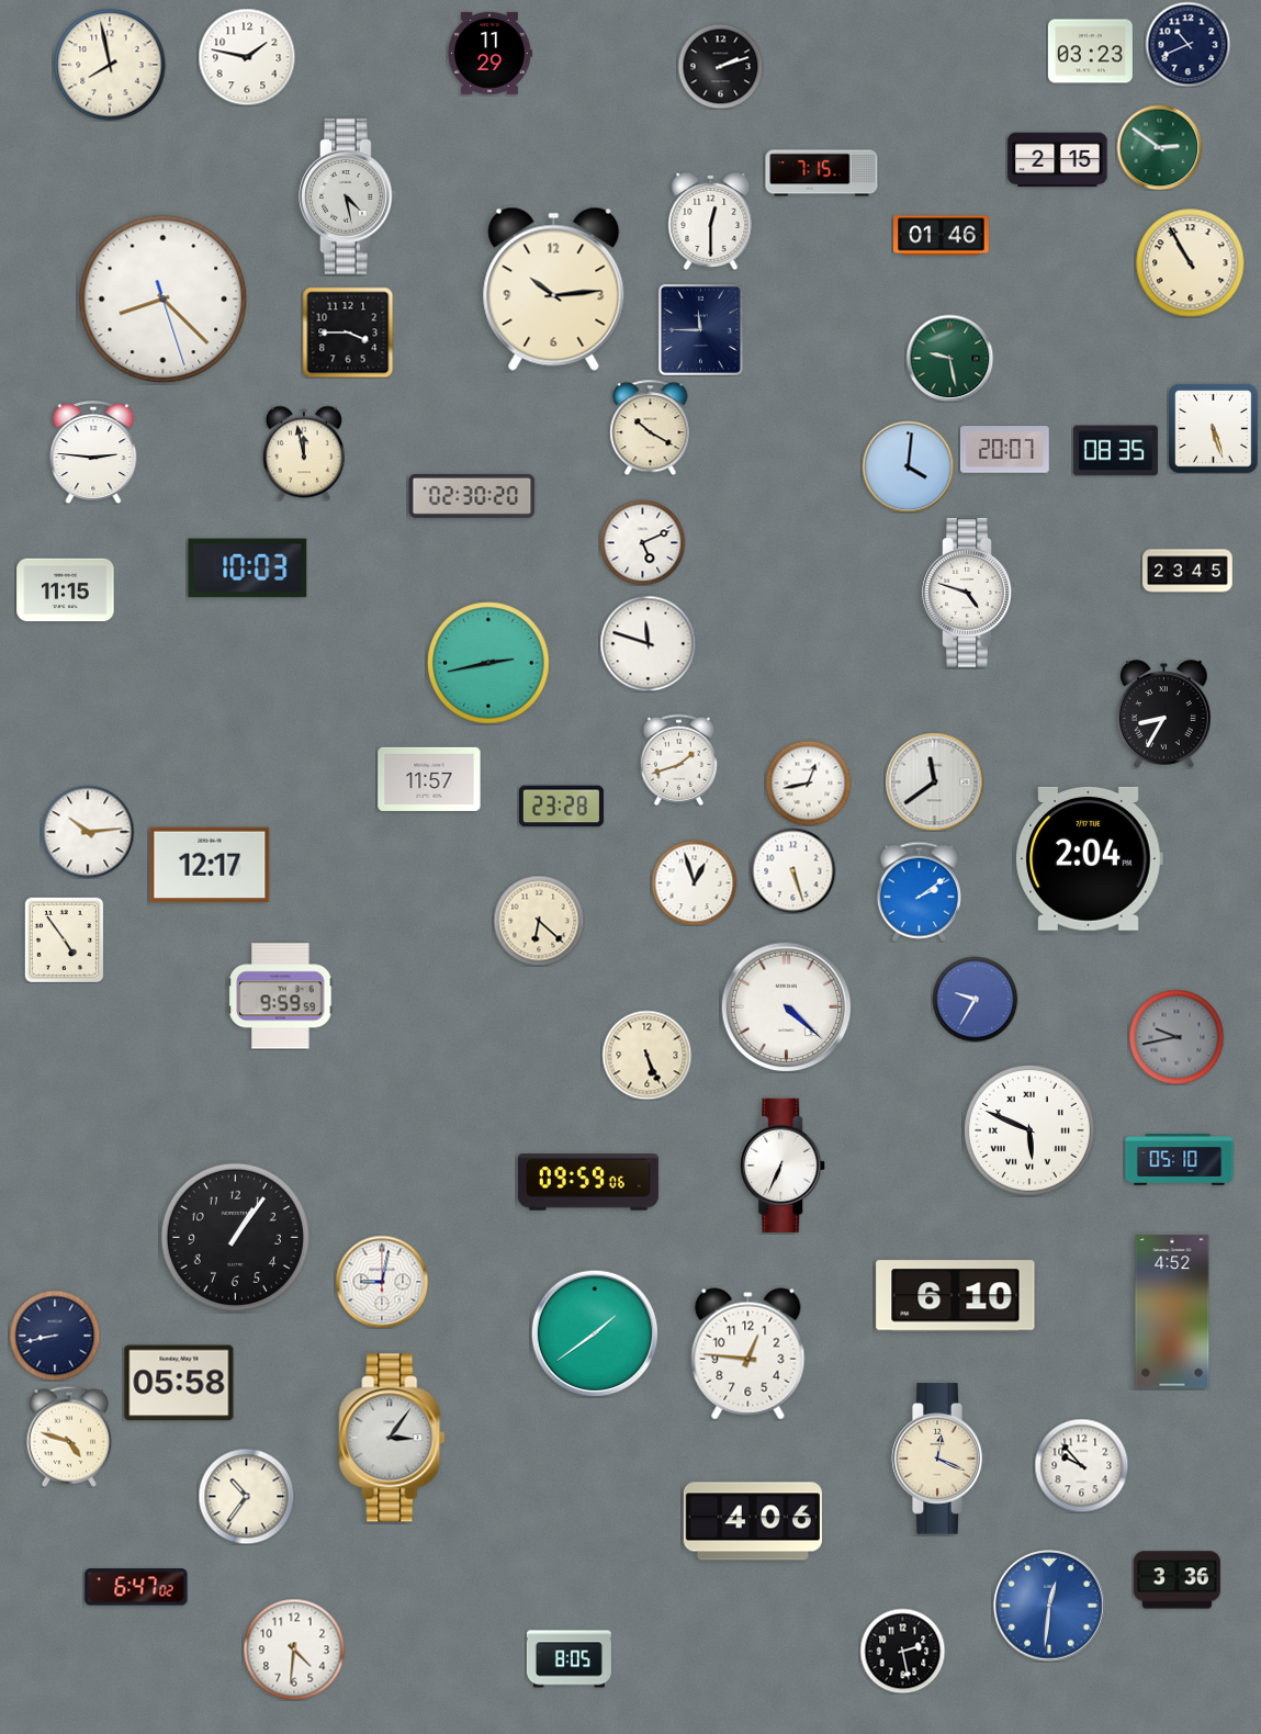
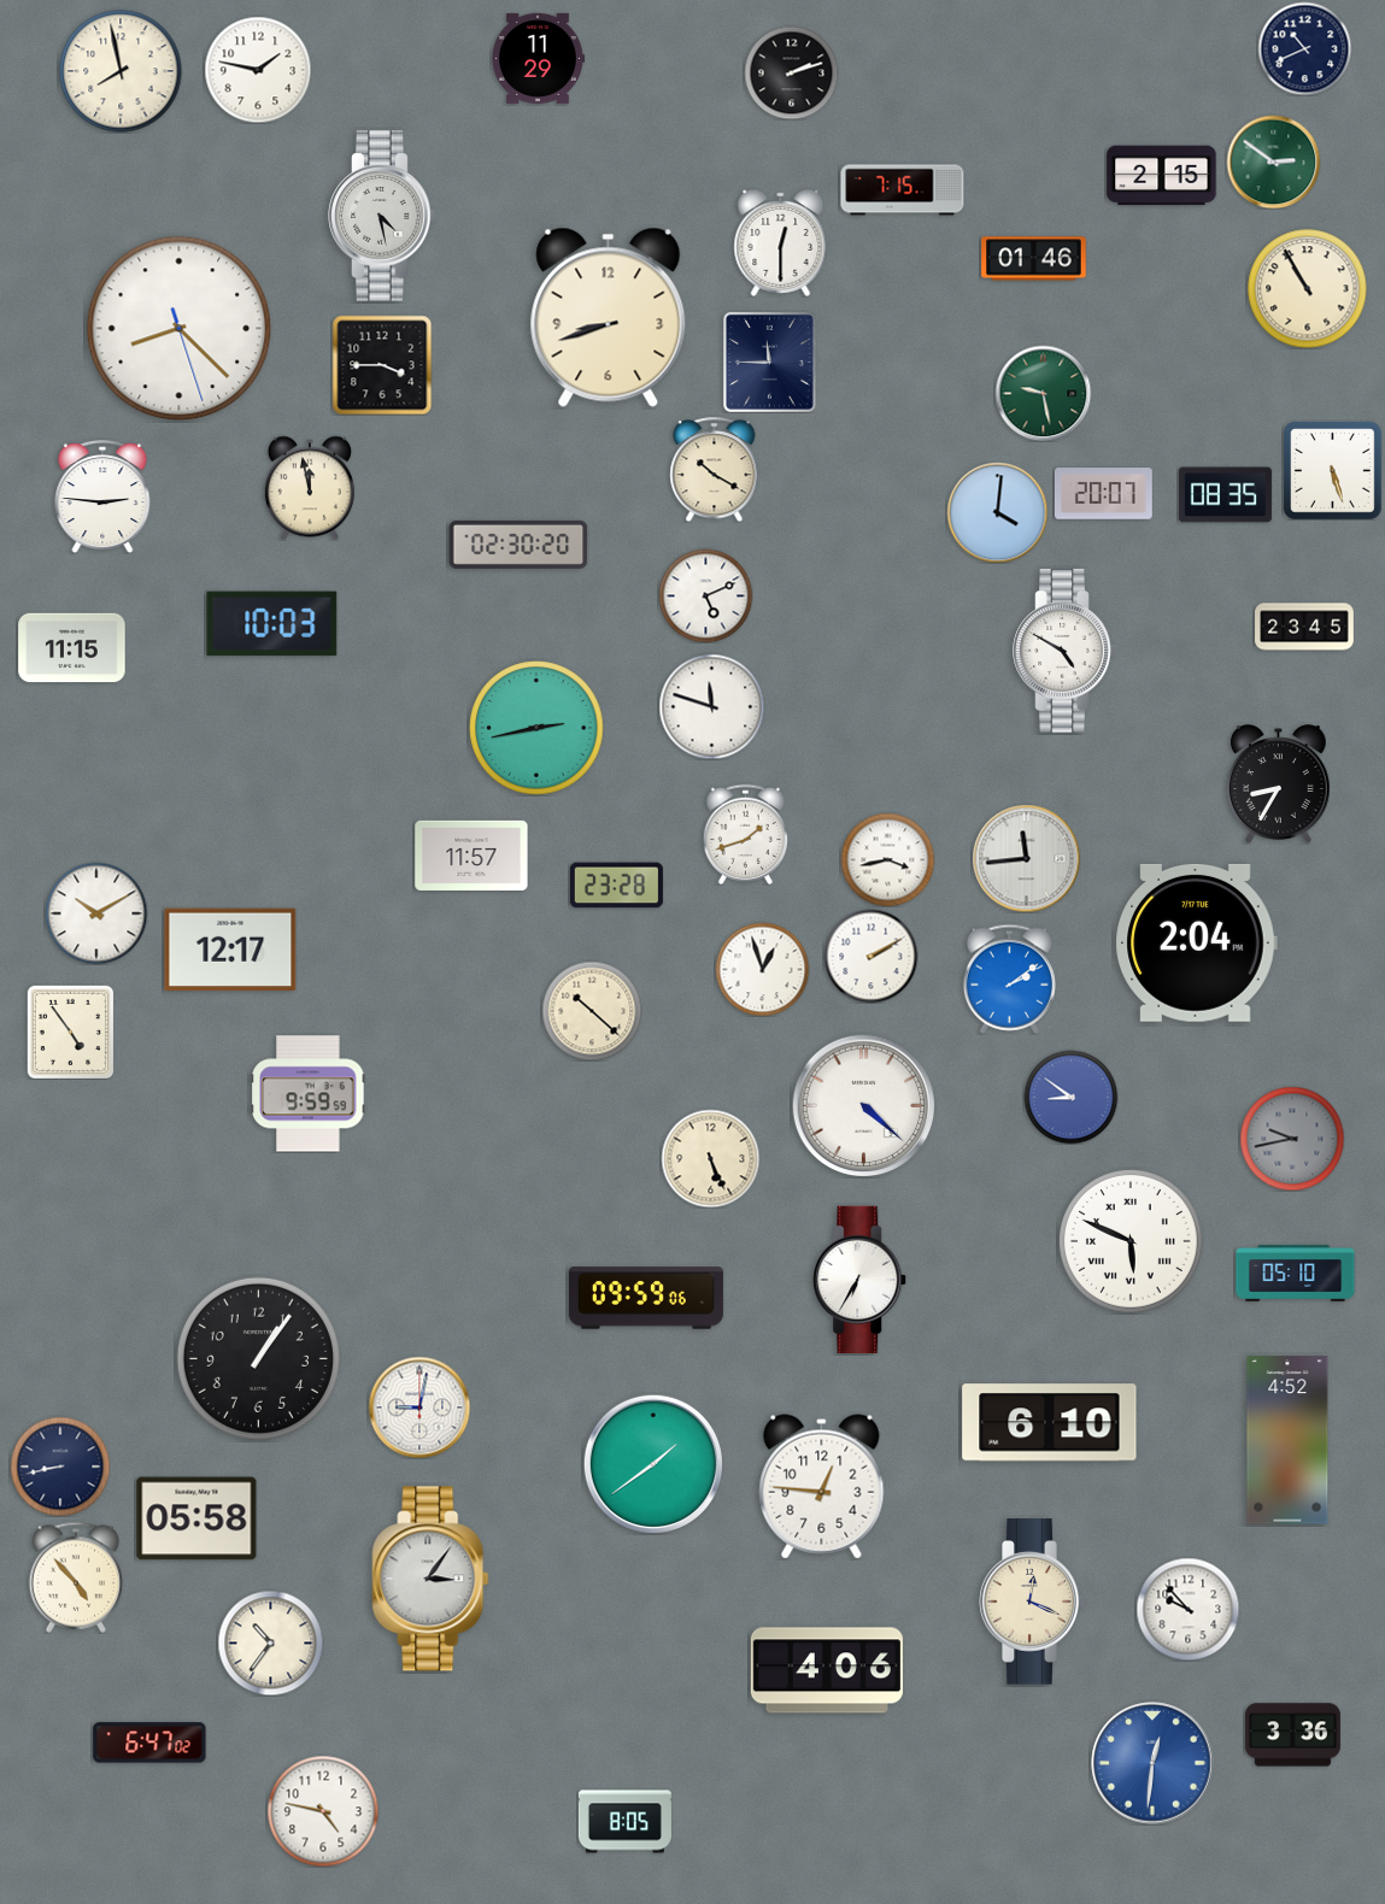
clock at (1090, 52): 03:23 -> none
clock at (247, 57) position: (247, 57) -> (258, 70)
clock at (554, 289): 10:14 -> 8:42
clock at (304, 453) position: (304, 453) -> (310, 488)
clock at (969, 594): 4:48 -> 4:50
clock at (934, 781): 11:39 -> 11:44
clock at (808, 782): 12:43 -> 3:43
clock at (88, 832): 10:14 -> 10:10
clock at (792, 870): 5:27 -> 2:10
clock at (539, 921): 6:22 -> 10:22
clock at (975, 999): 9:35 -> 8:51
clock at (784, 1164): 6:34 -> 6:35
clock at (69, 1437): 4:48 -> 4:53
clock at (294, 1649): 4:31 -> 4:47
clock at (902, 1651): 2:28 -> none
